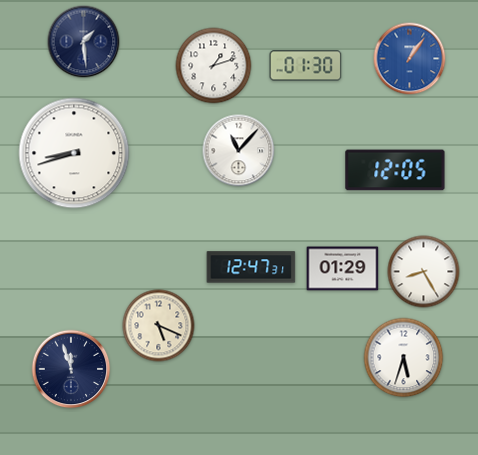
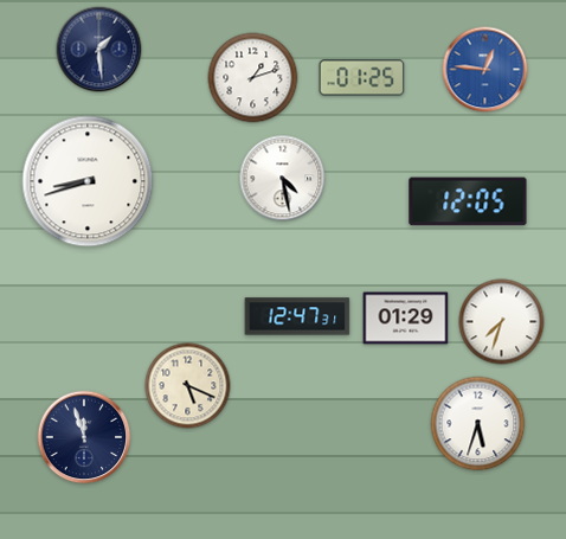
clock at (410, 59): 1:06 -> 12:46
clock at (306, 66): 01:30 -> 01:25
clock at (239, 151): 11:07 -> 4:28
clock at (424, 272): 8:25 -> 7:33
